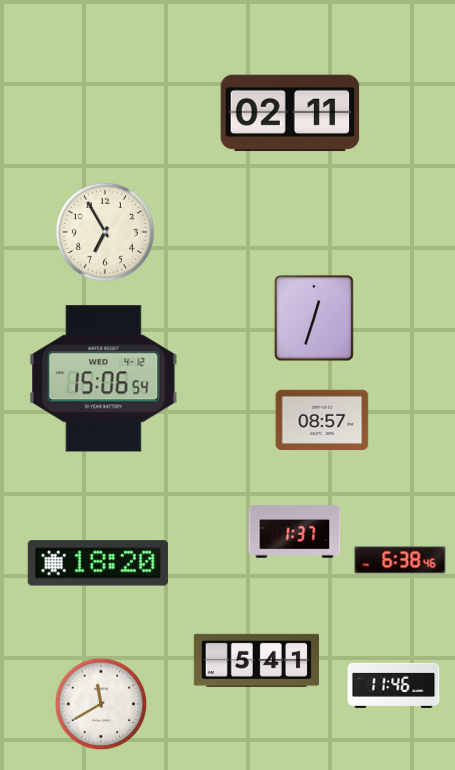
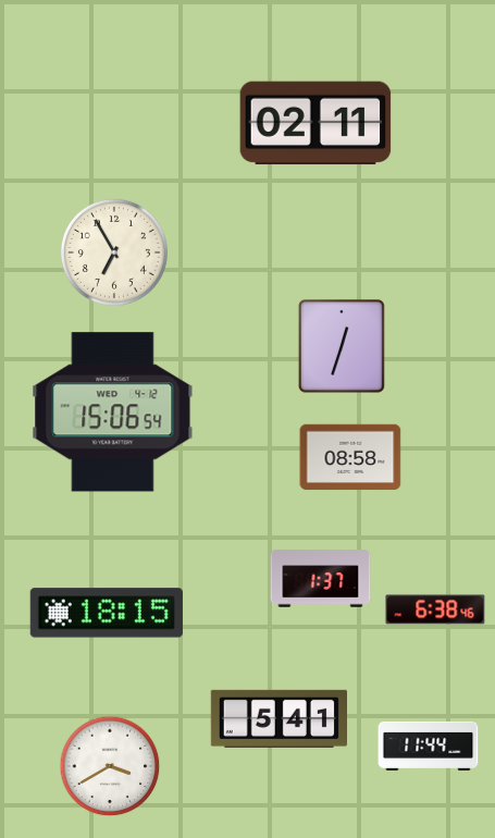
clock at (322, 420): 08:57 -> 08:58
clock at (98, 563): 18:20 -> 18:15
clock at (394, 685): 11:46 -> 11:44
clock at (101, 704): 11:40 -> 3:40
